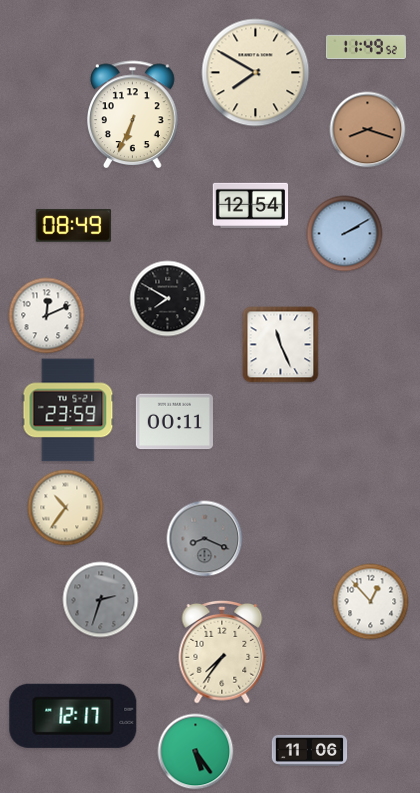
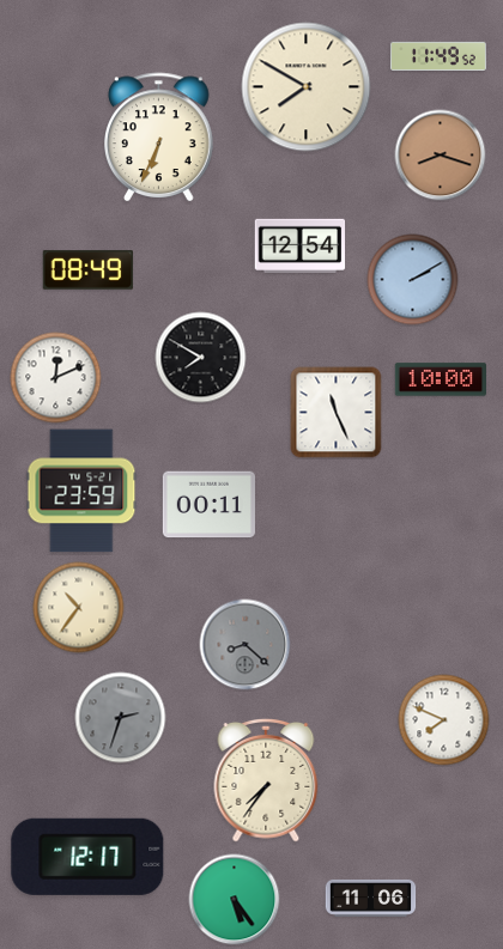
clock at (440, 379): none -> 10:00
clock at (205, 539): 8:19 -> 8:22
clock at (371, 602): 12:53 -> 7:49
